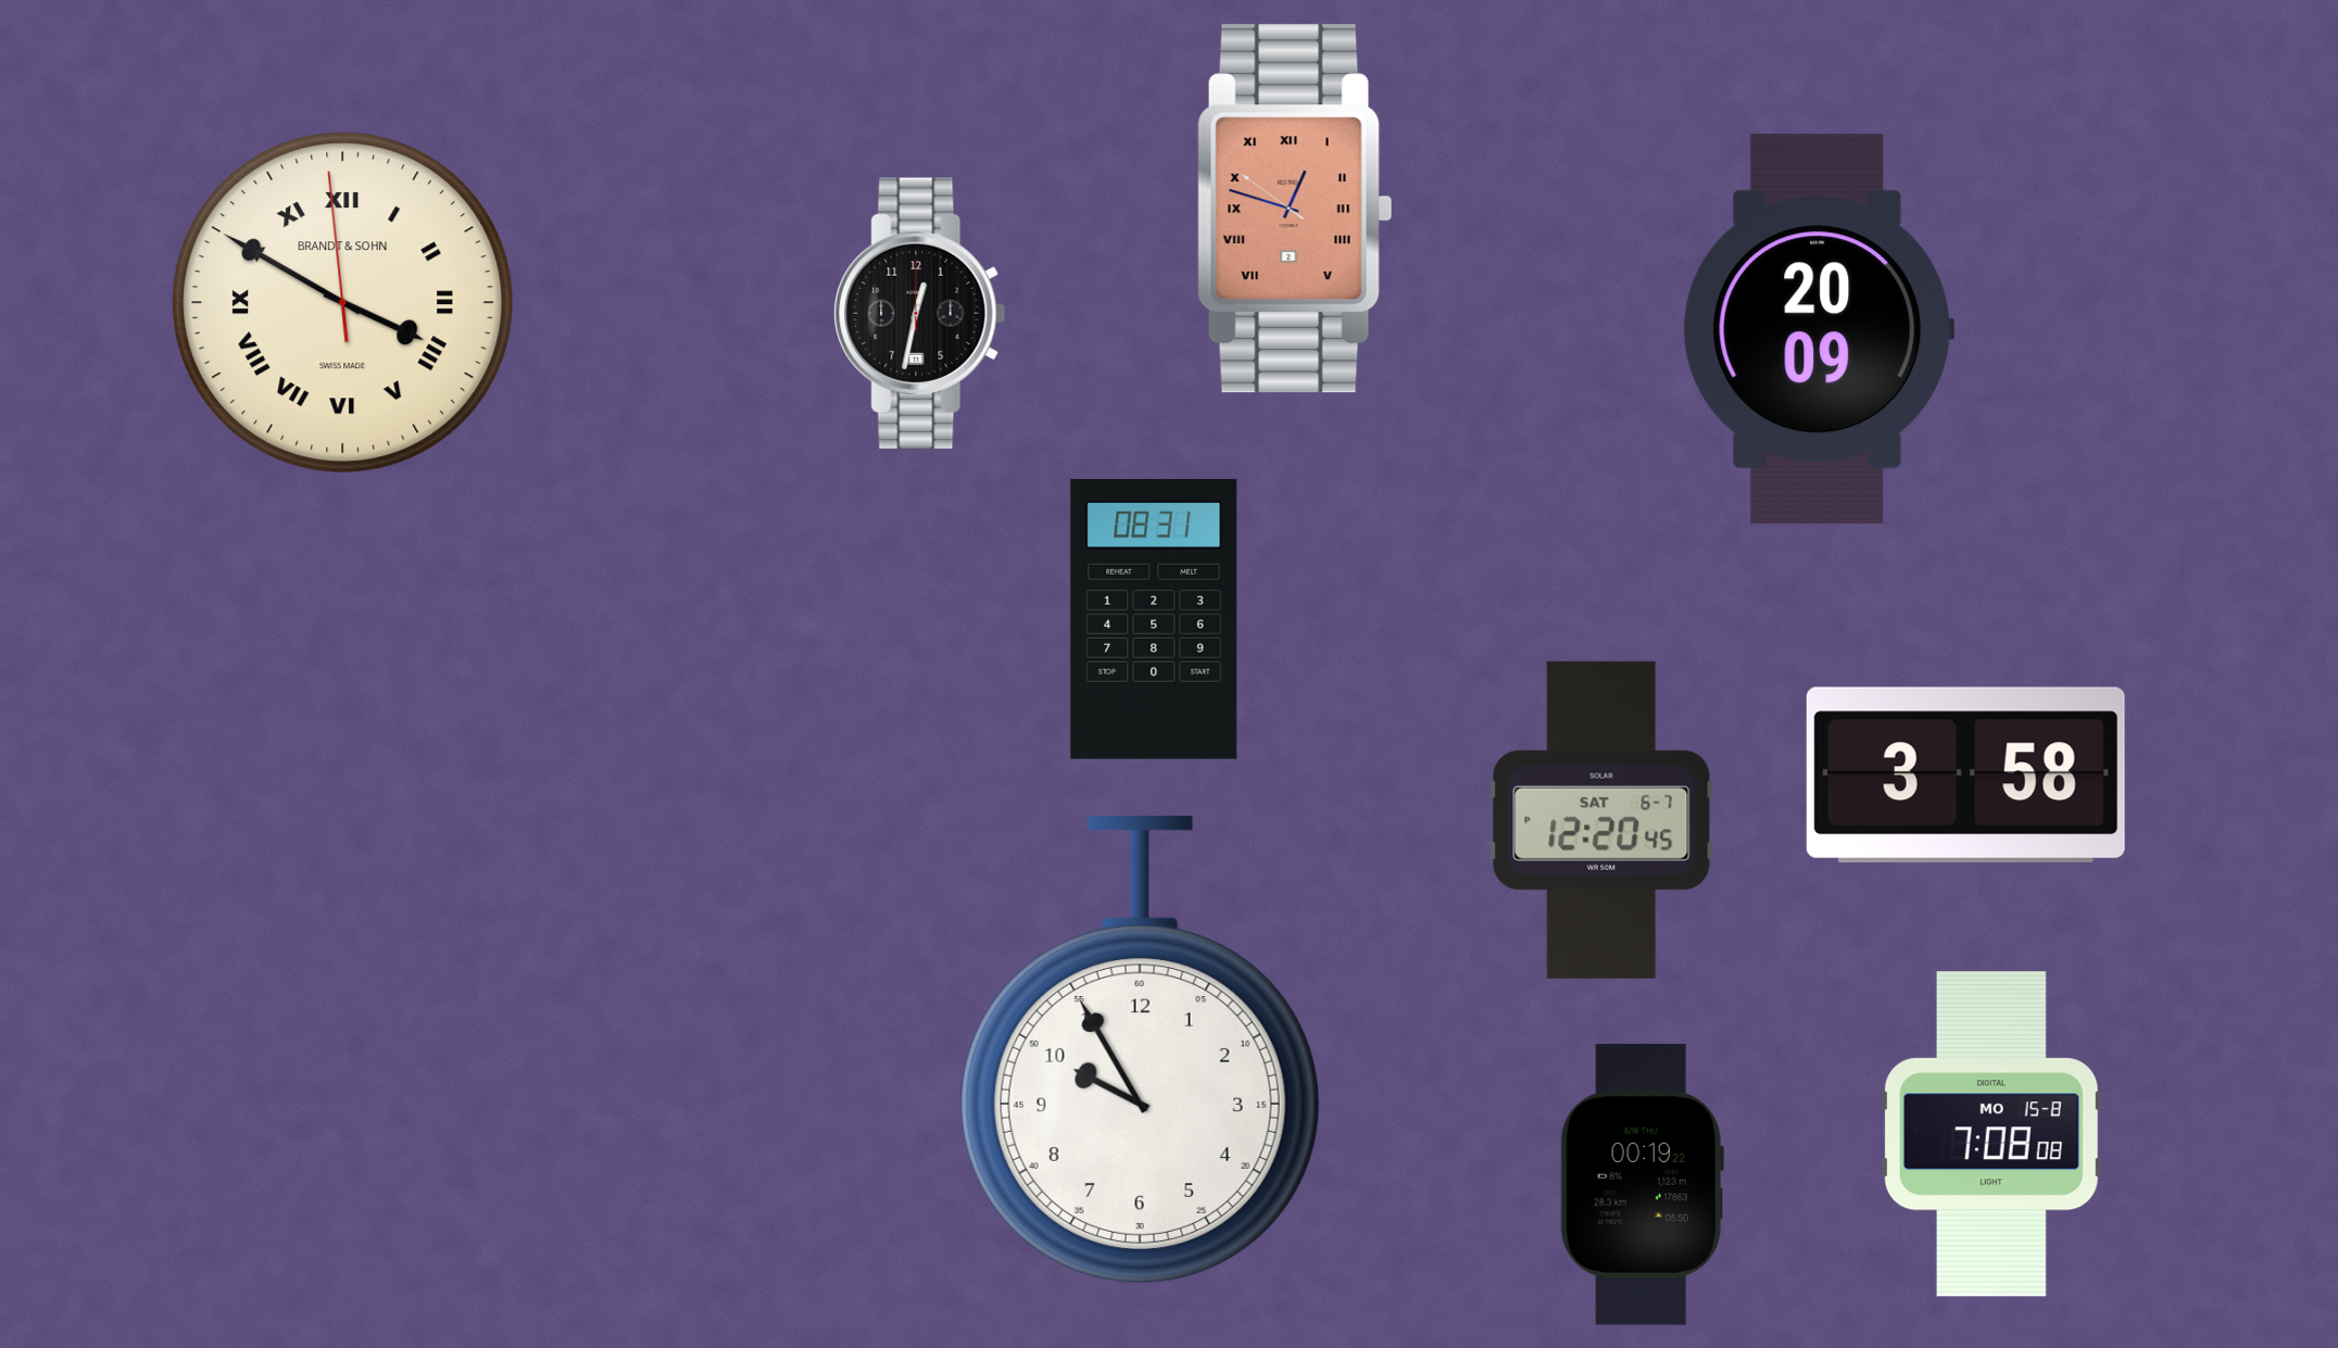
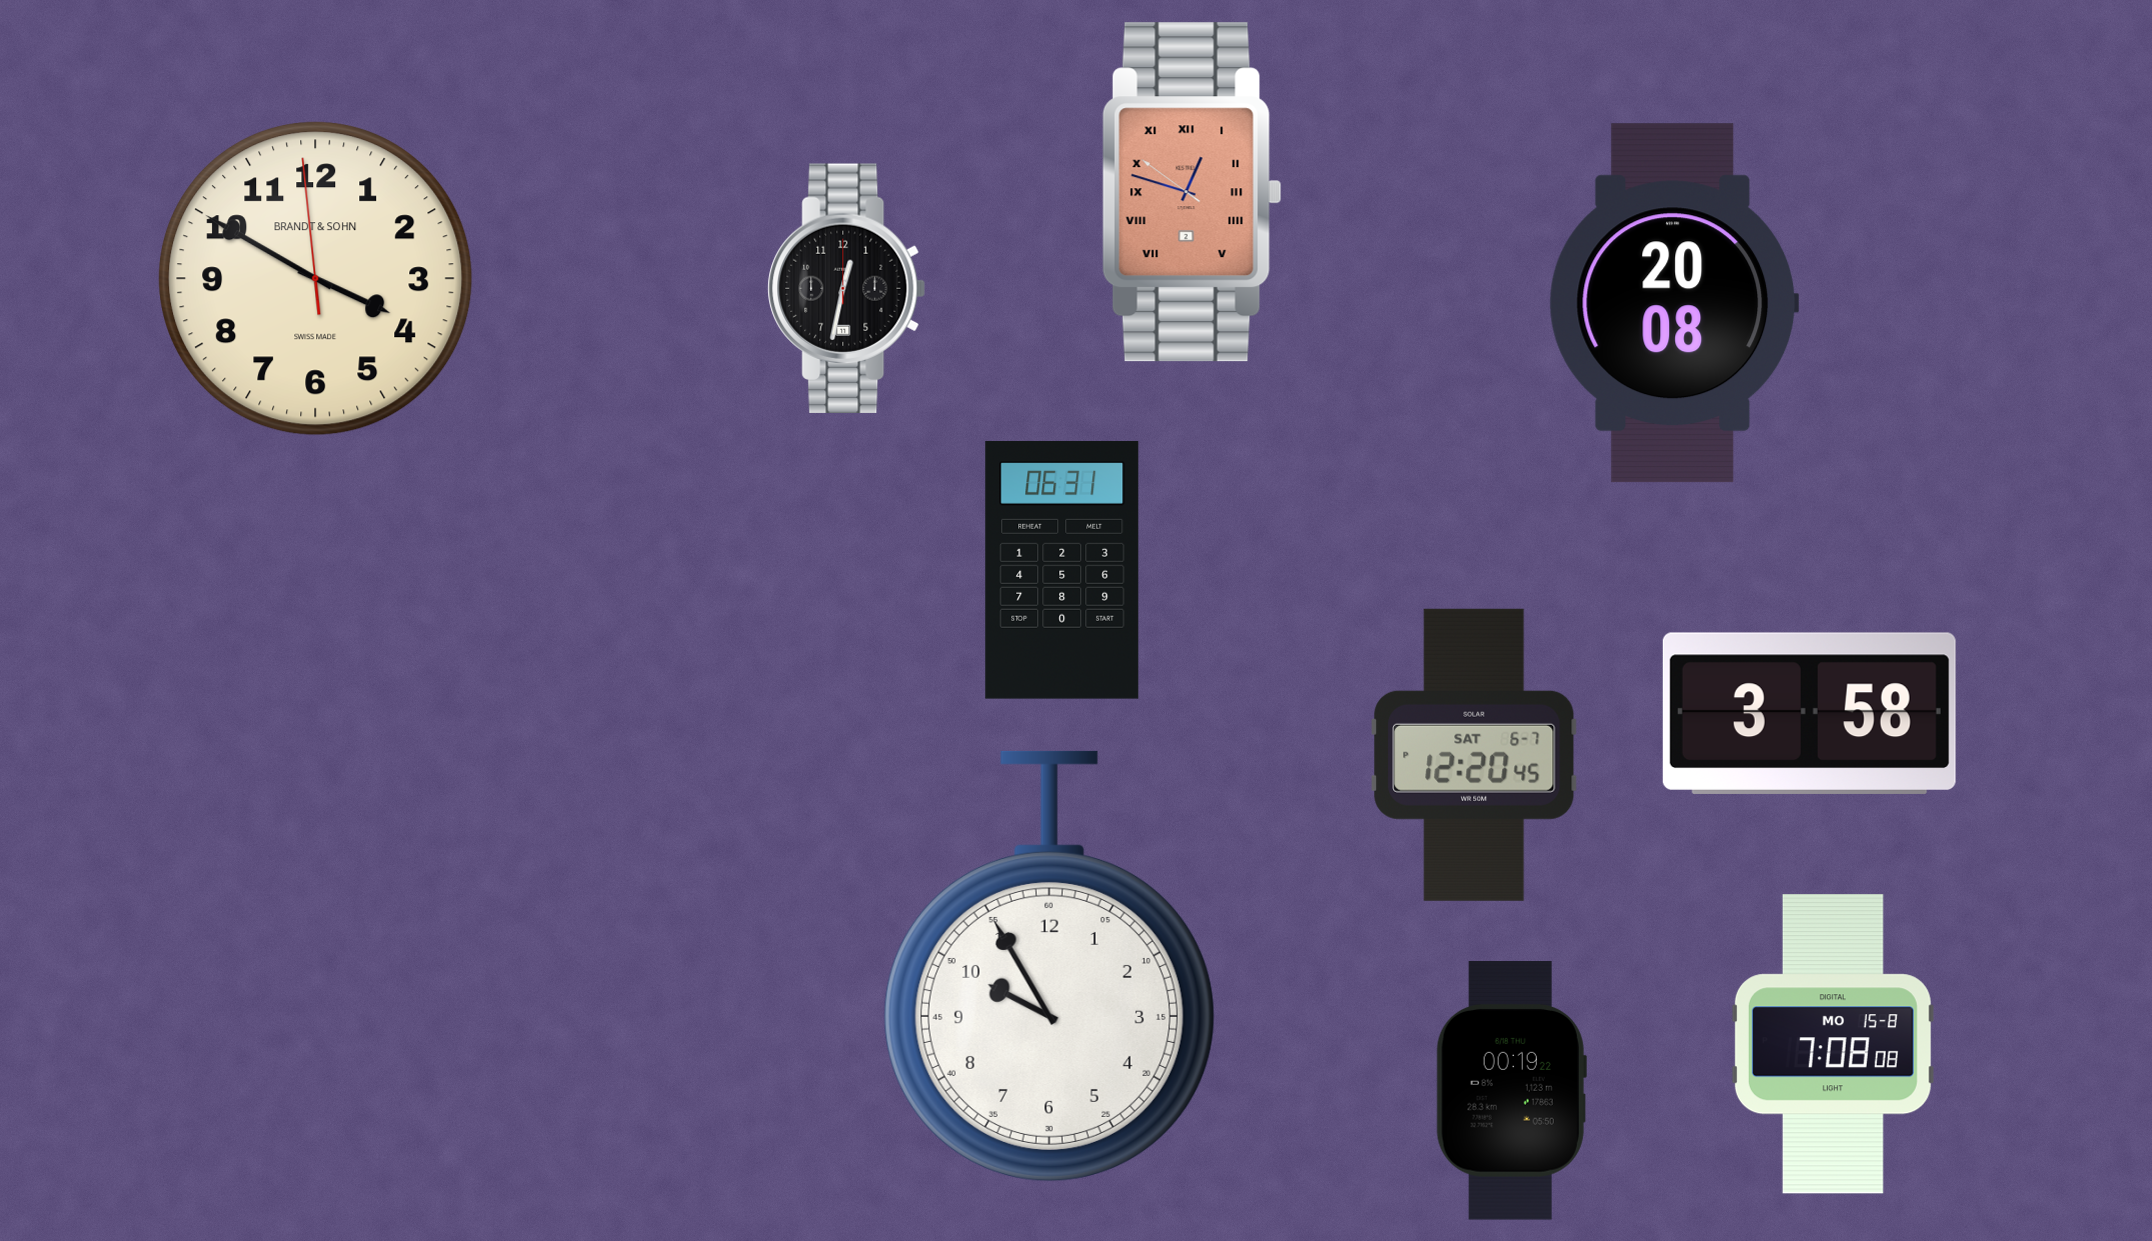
clock at (343, 303) numerals: Roman -> Arabic
clock at (1818, 329): 20:09 -> 20:08
clock at (1154, 619): 08:31 -> 06:31
